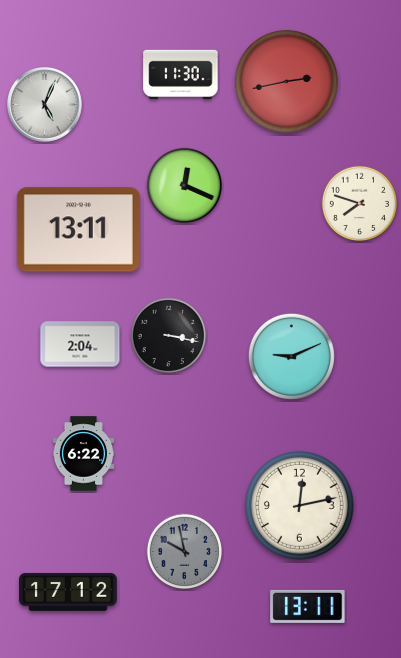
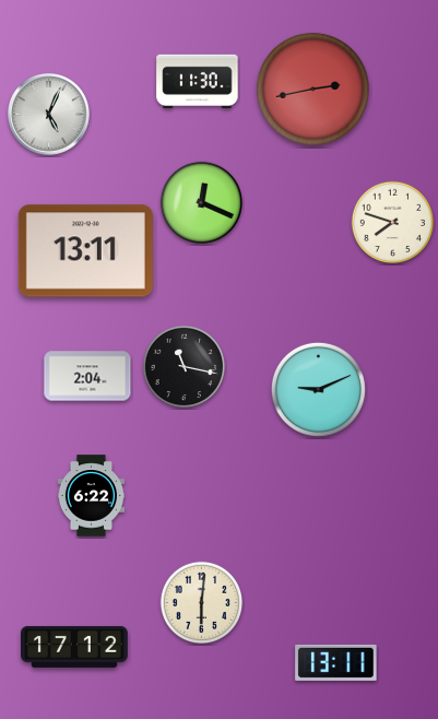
clock at (168, 335): 3:17 -> 11:17
clock at (299, 505): 12:13 -> none
clock at (184, 551): 9:58 -> 6:01
clock at (184, 551) dial: grey -> cream
